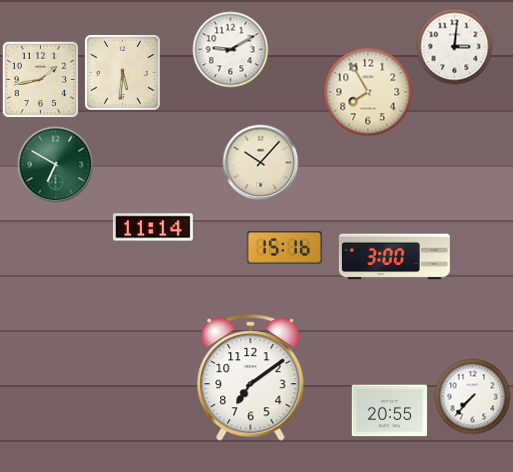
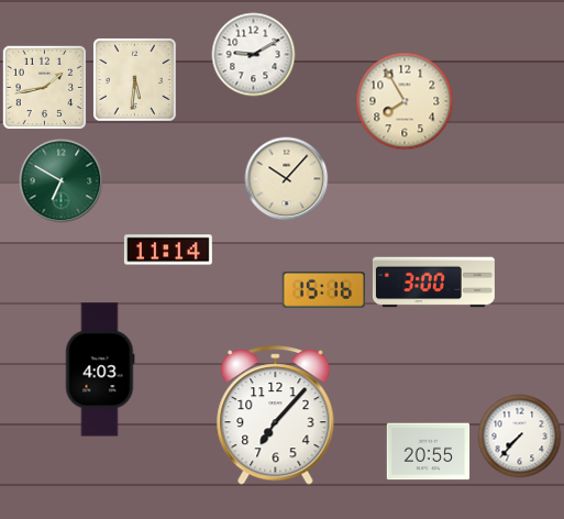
clock at (455, 47): 3:01 -> none
clock at (285, 248) position: (285, 248) -> (324, 290)
clock at (100, 369): none -> 4:03
clock at (251, 378): 7:09 -> 7:07
